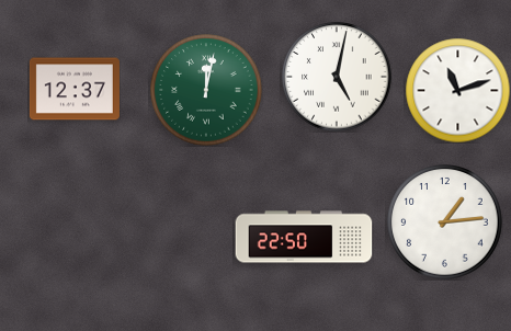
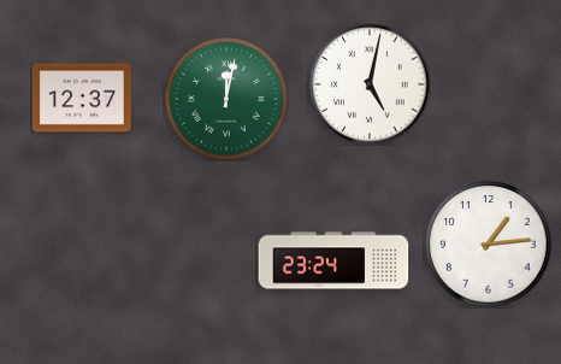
clock at (457, 90): 11:12 -> none
clock at (304, 237): 22:50 -> 23:24
